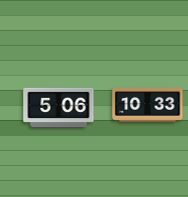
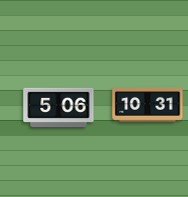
clock at (148, 105): 10:33 -> 10:31
